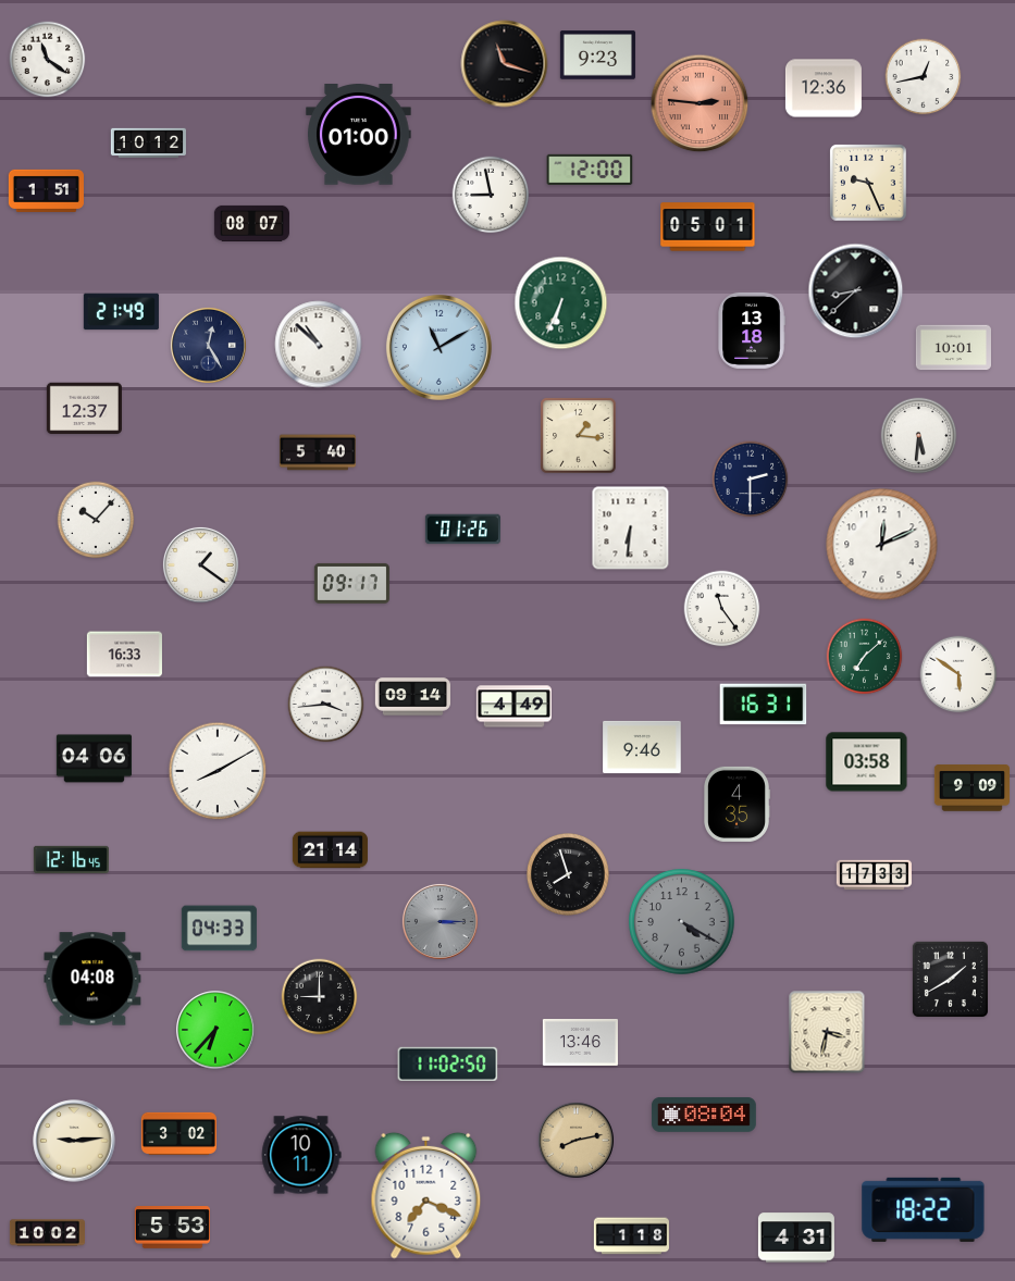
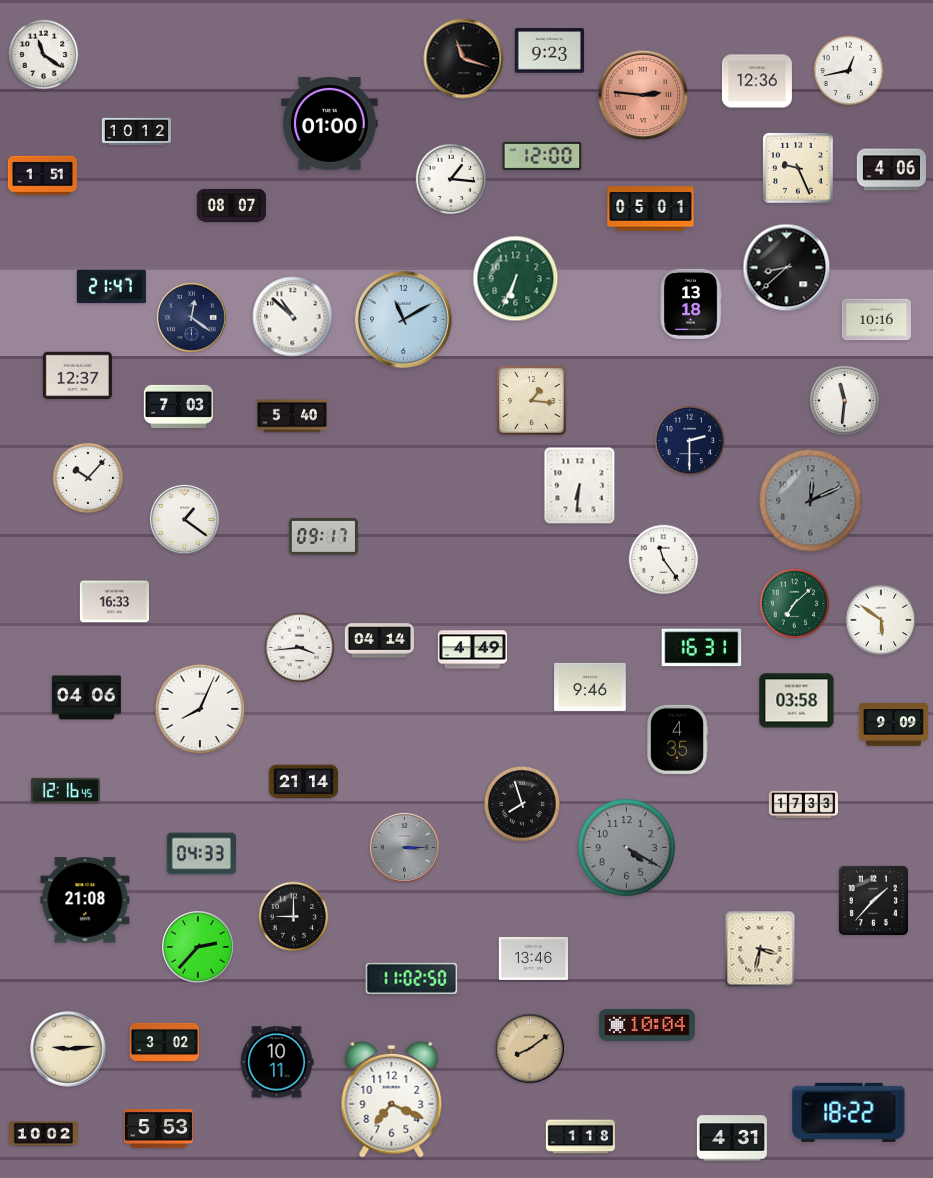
clock at (891, 170): none -> 4:06
clock at (491, 195): 8:58 -> 1:16
clock at (121, 312): 21:49 -> 21:47
clock at (208, 345): 12:25 -> 12:21
clock at (953, 348): 10:01 -> 10:16
clock at (919, 436): 5:31 -> 11:31
clock at (178, 406): none -> 7:03
clock at (462, 530): 01:26 -> none
clock at (882, 545) dial: white -> grey
clock at (412, 697): 09:14 -> 04:14
clock at (218, 771): 8:10 -> 8:04
clock at (92, 979): 04:08 -> 21:08
clock at (950, 979): 1:40 -> 1:37
clock at (215, 1030): 6:37 -> 2:37
clock at (704, 1115): 08:04 -> 10:04
clock at (575, 1140): 8:13 -> 8:09
